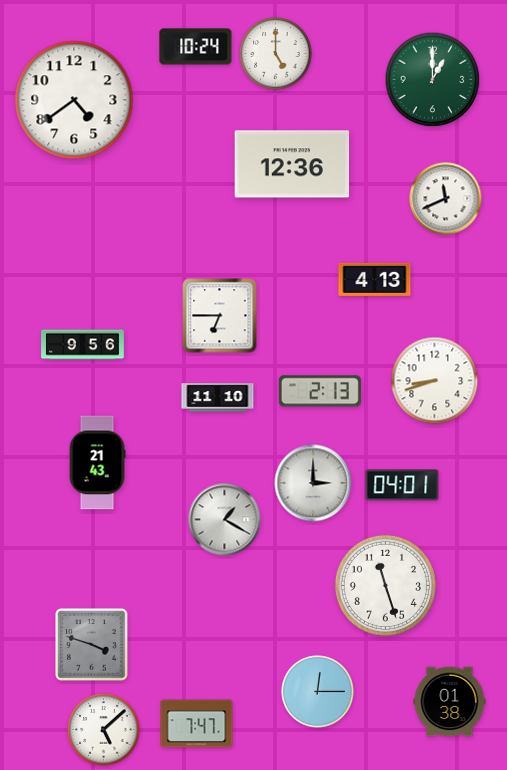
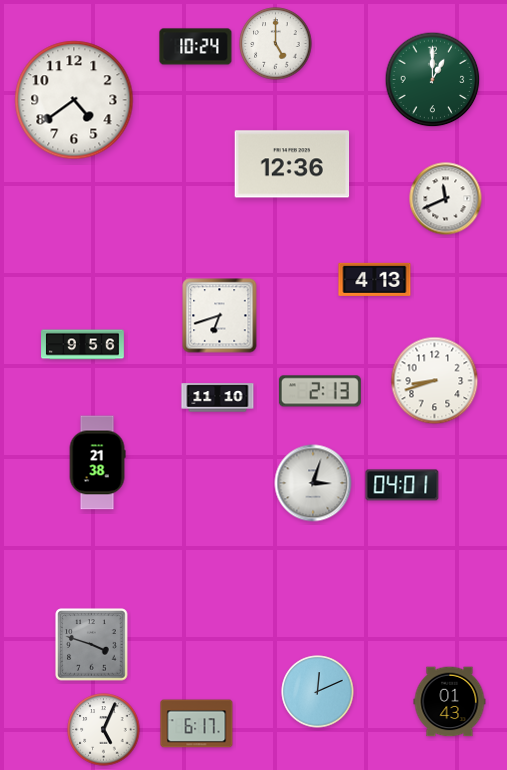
clock at (276, 54) position: (276, 54) -> (276, 44)
clock at (220, 316): 6:45 -> 6:42
clock at (97, 463): 21:43 -> 21:38
clock at (313, 483): 3:00 -> 3:03
clock at (225, 520): 1:20 -> none
clock at (385, 585): 11:27 -> none
clock at (318, 692): 12:15 -> 12:11
clock at (450, 702): 01:38 -> 01:43
clock at (197, 724): 7:47 -> 6:17
clock at (104, 730): 5:08 -> 5:04
